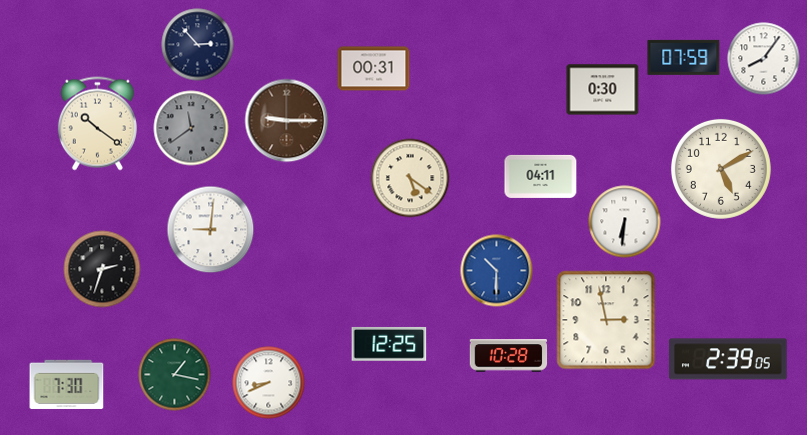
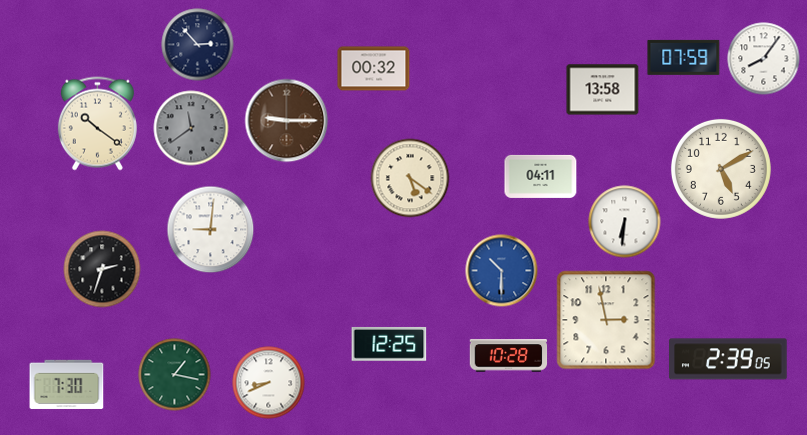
clock at (374, 69): 00:31 -> 00:32
clock at (603, 90): 0:30 -> 13:58
clock at (497, 271) position: (497, 271) -> (502, 271)
